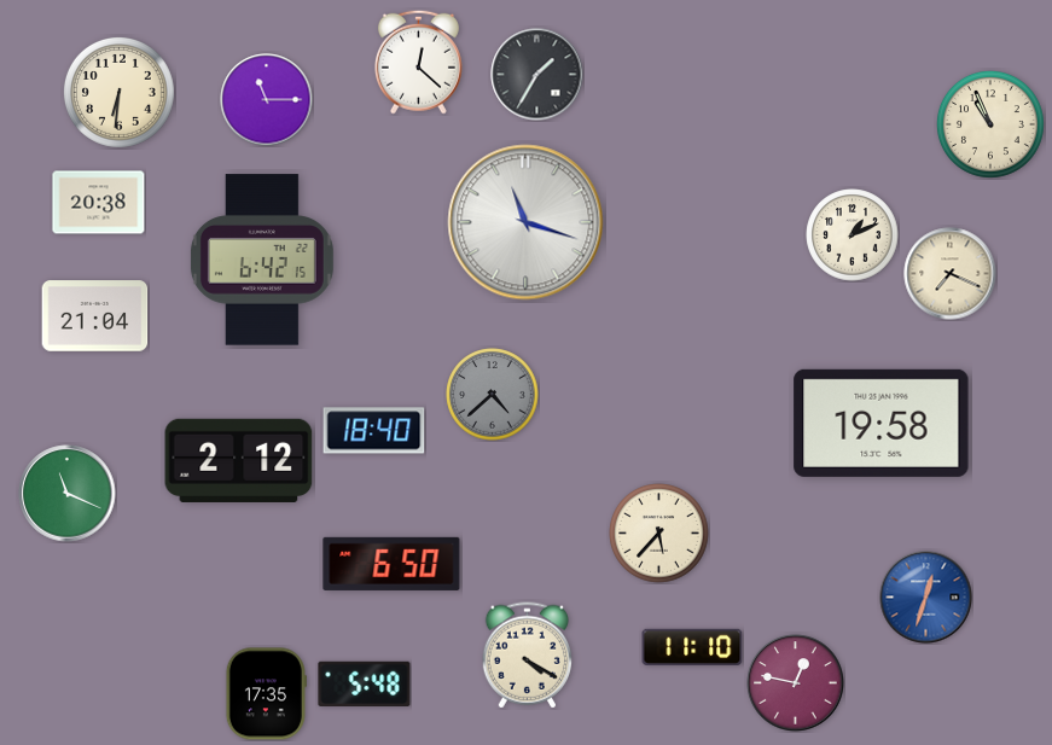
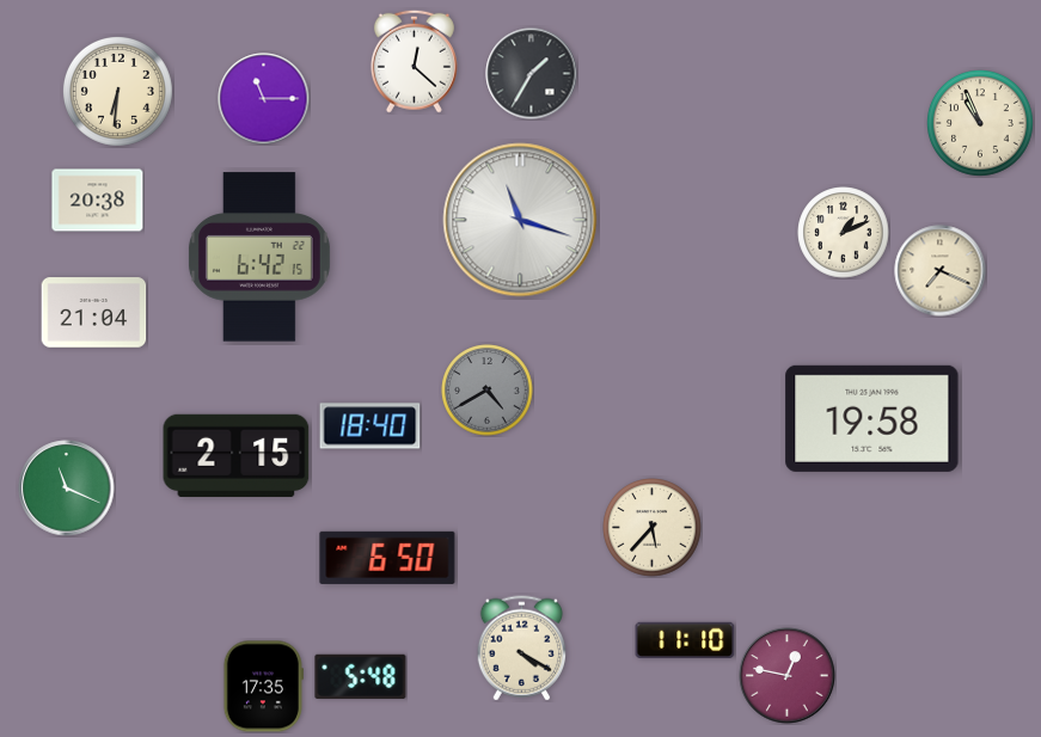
clock at (493, 395): 4:38 -> 4:40
clock at (239, 460): 2:12 -> 2:15
clock at (926, 598): 12:33 -> none
